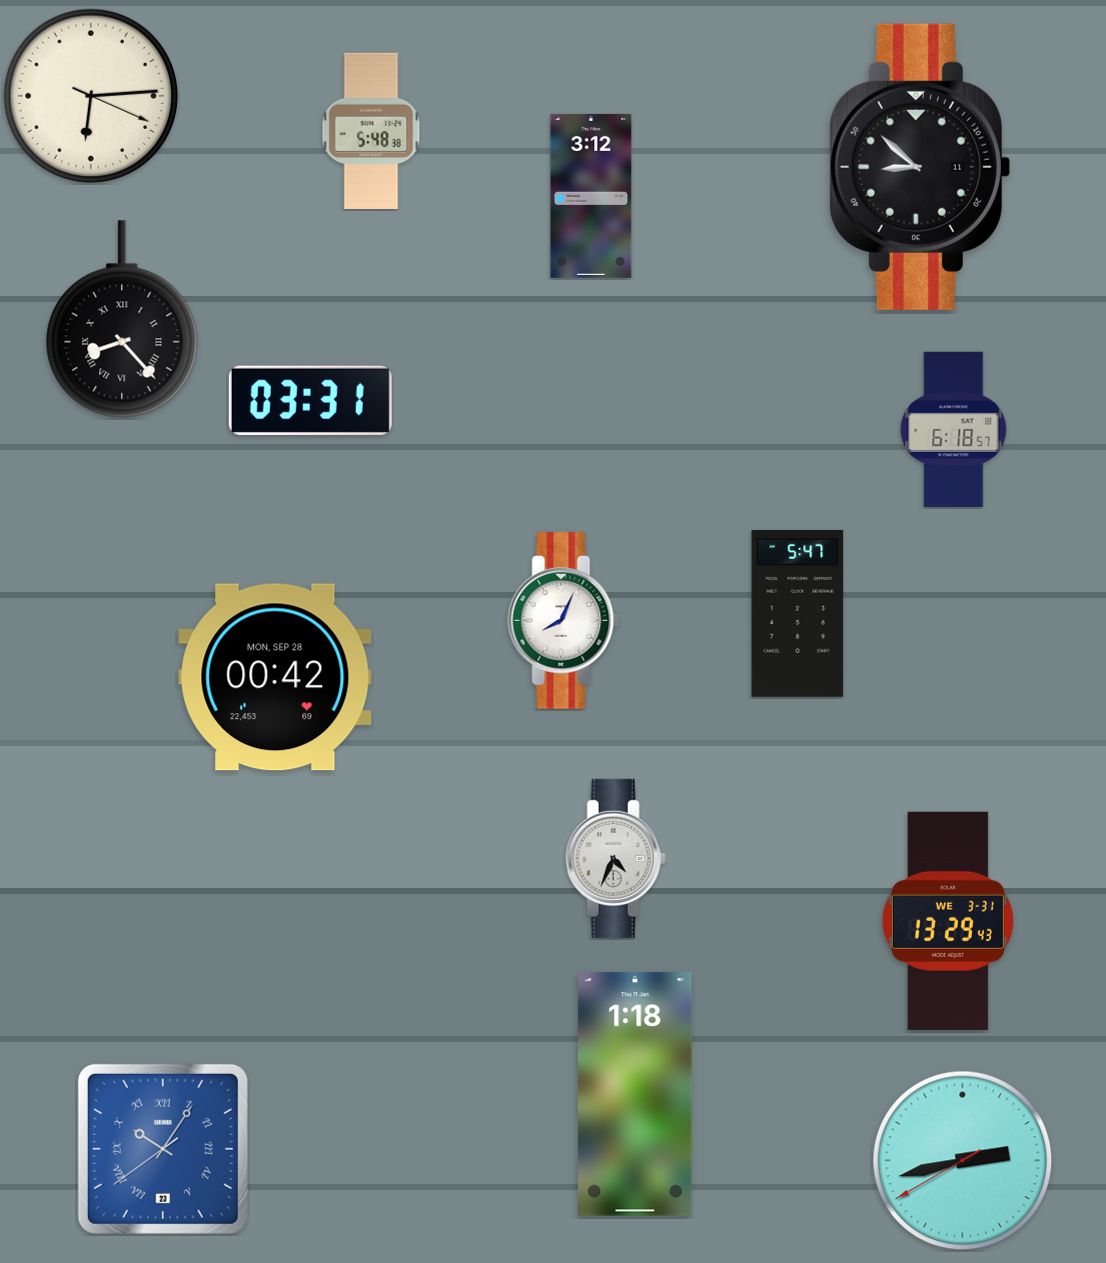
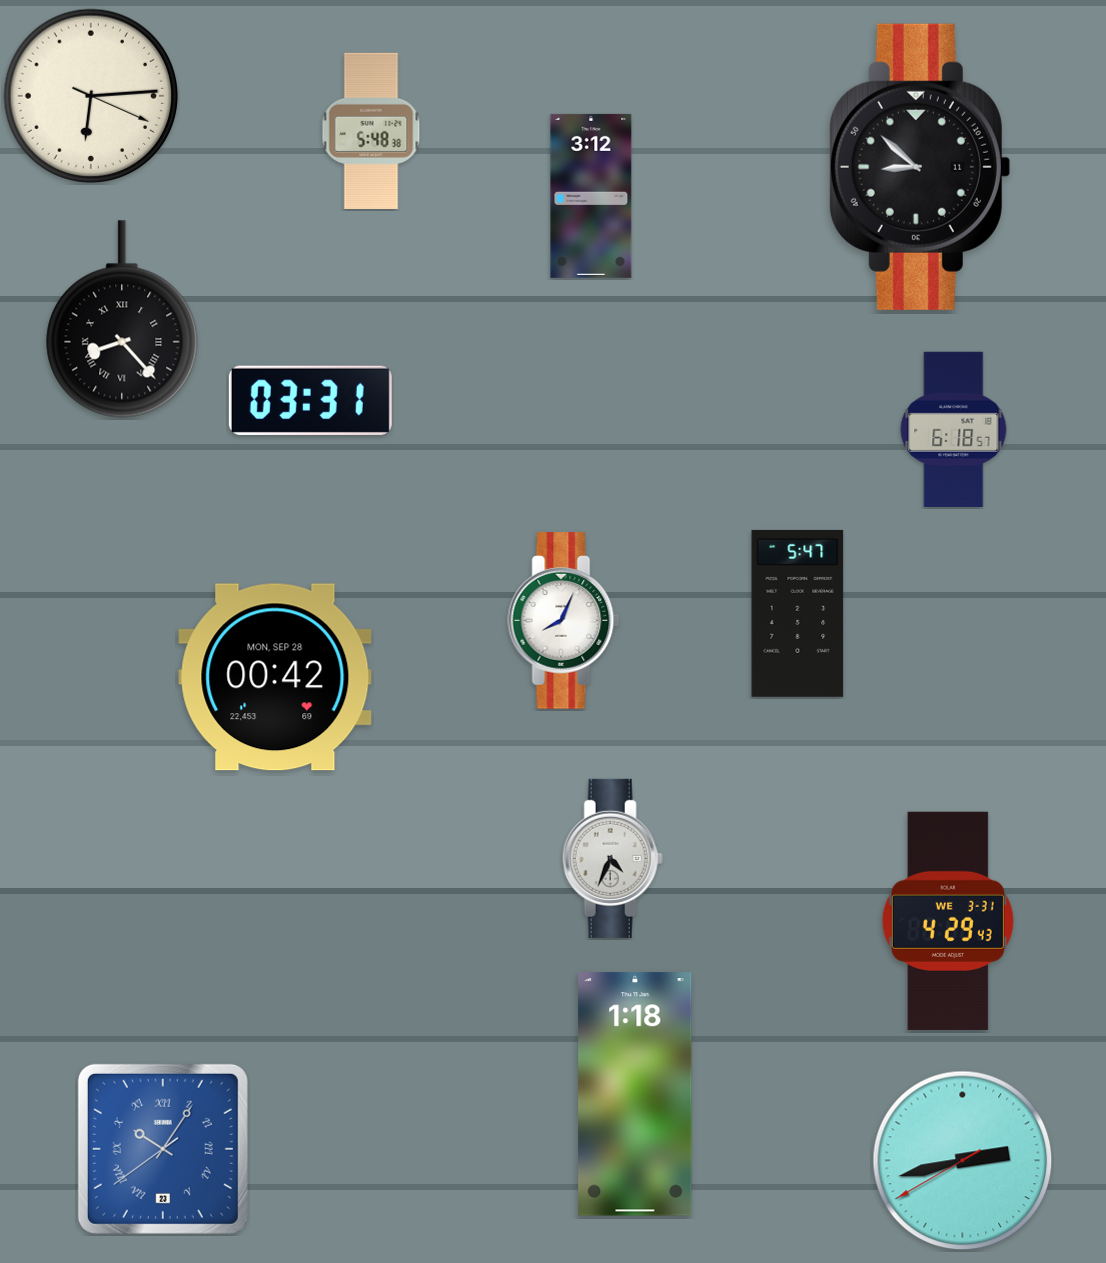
clock at (615, 858) position: (615, 858) -> (612, 858)
clock at (948, 921): 13:29 -> 4:29
